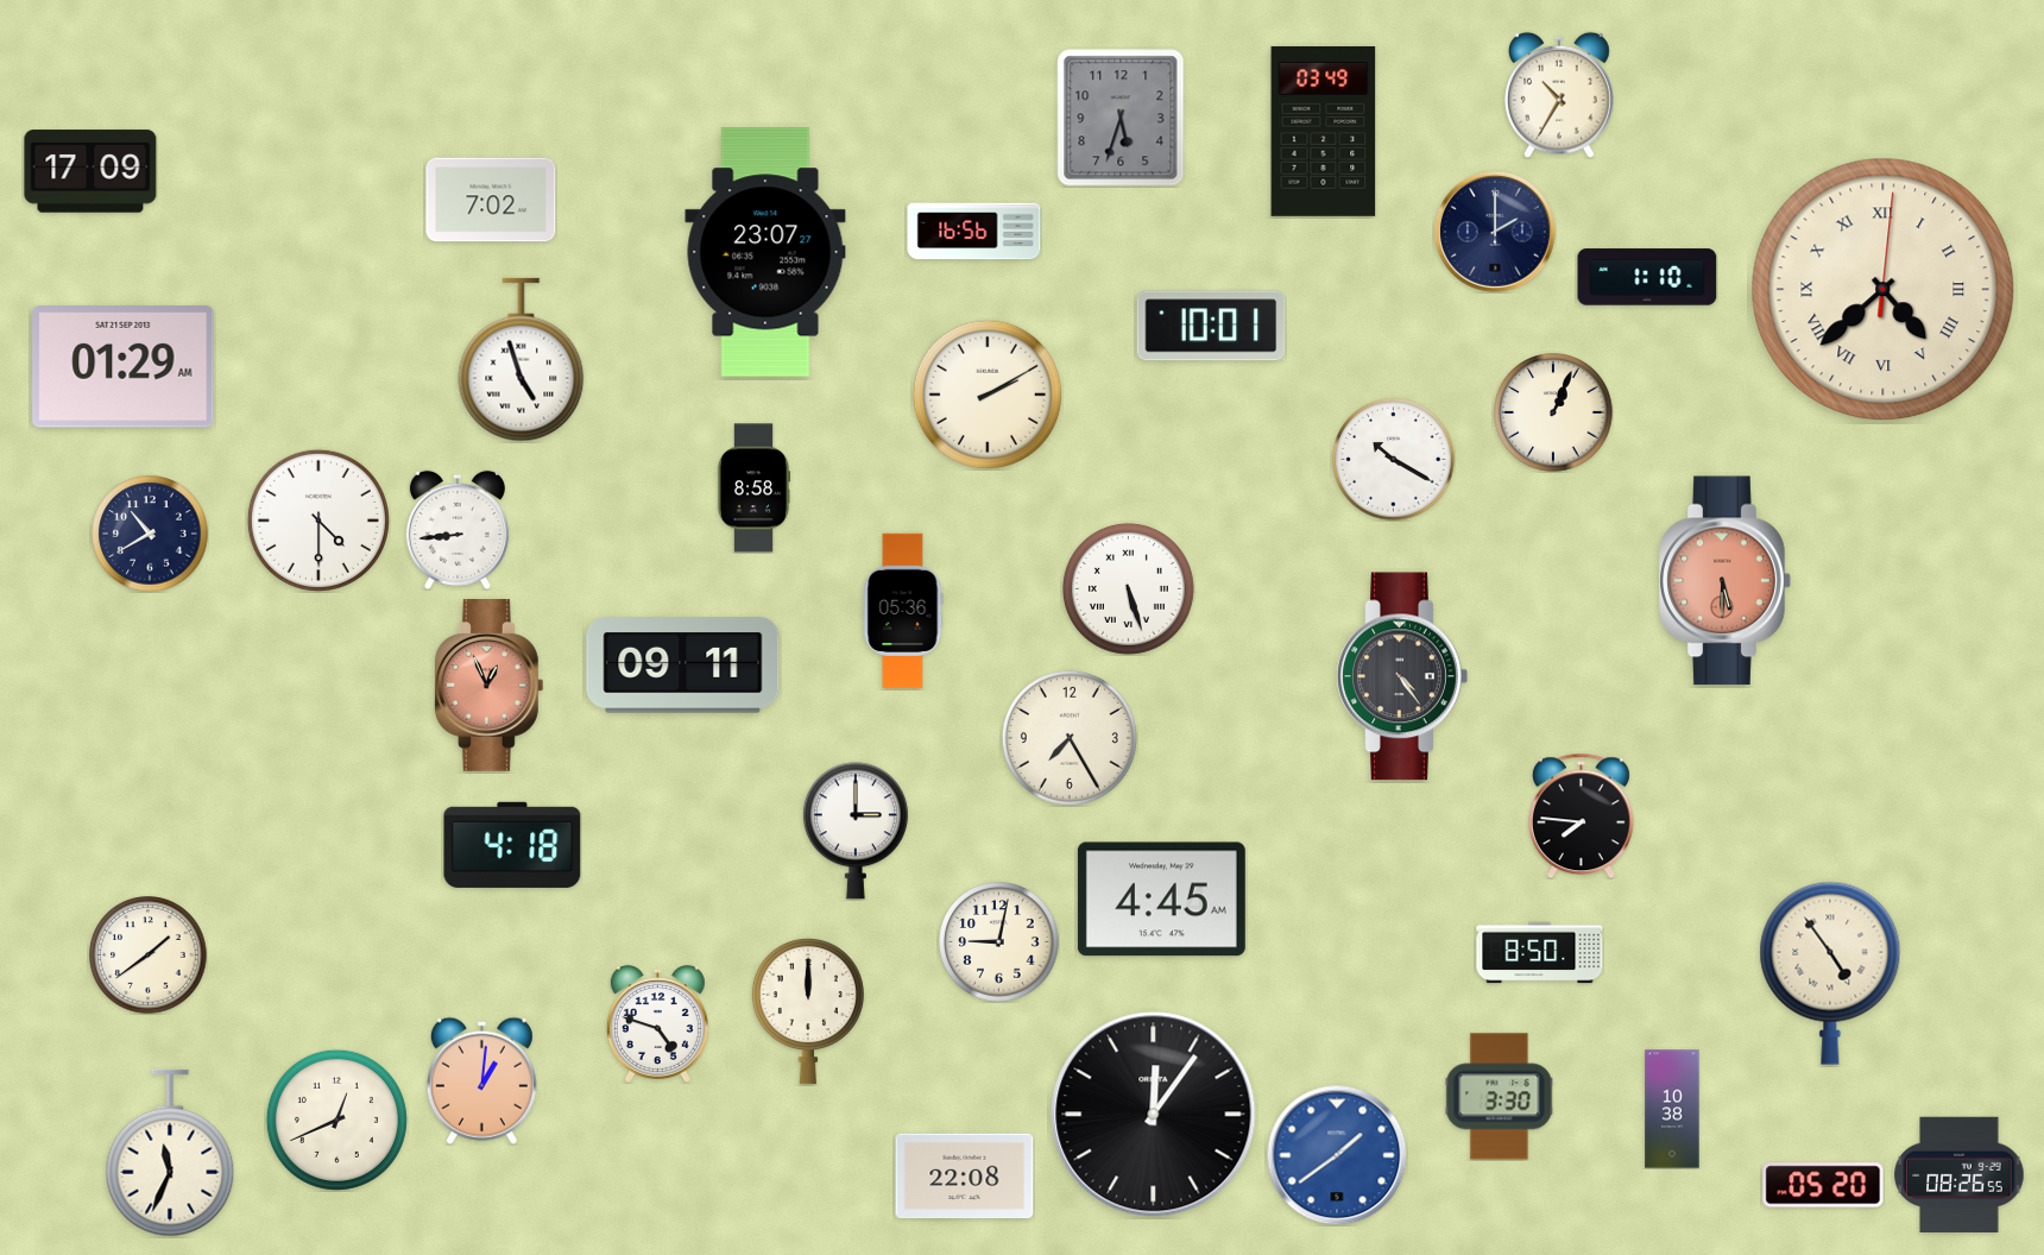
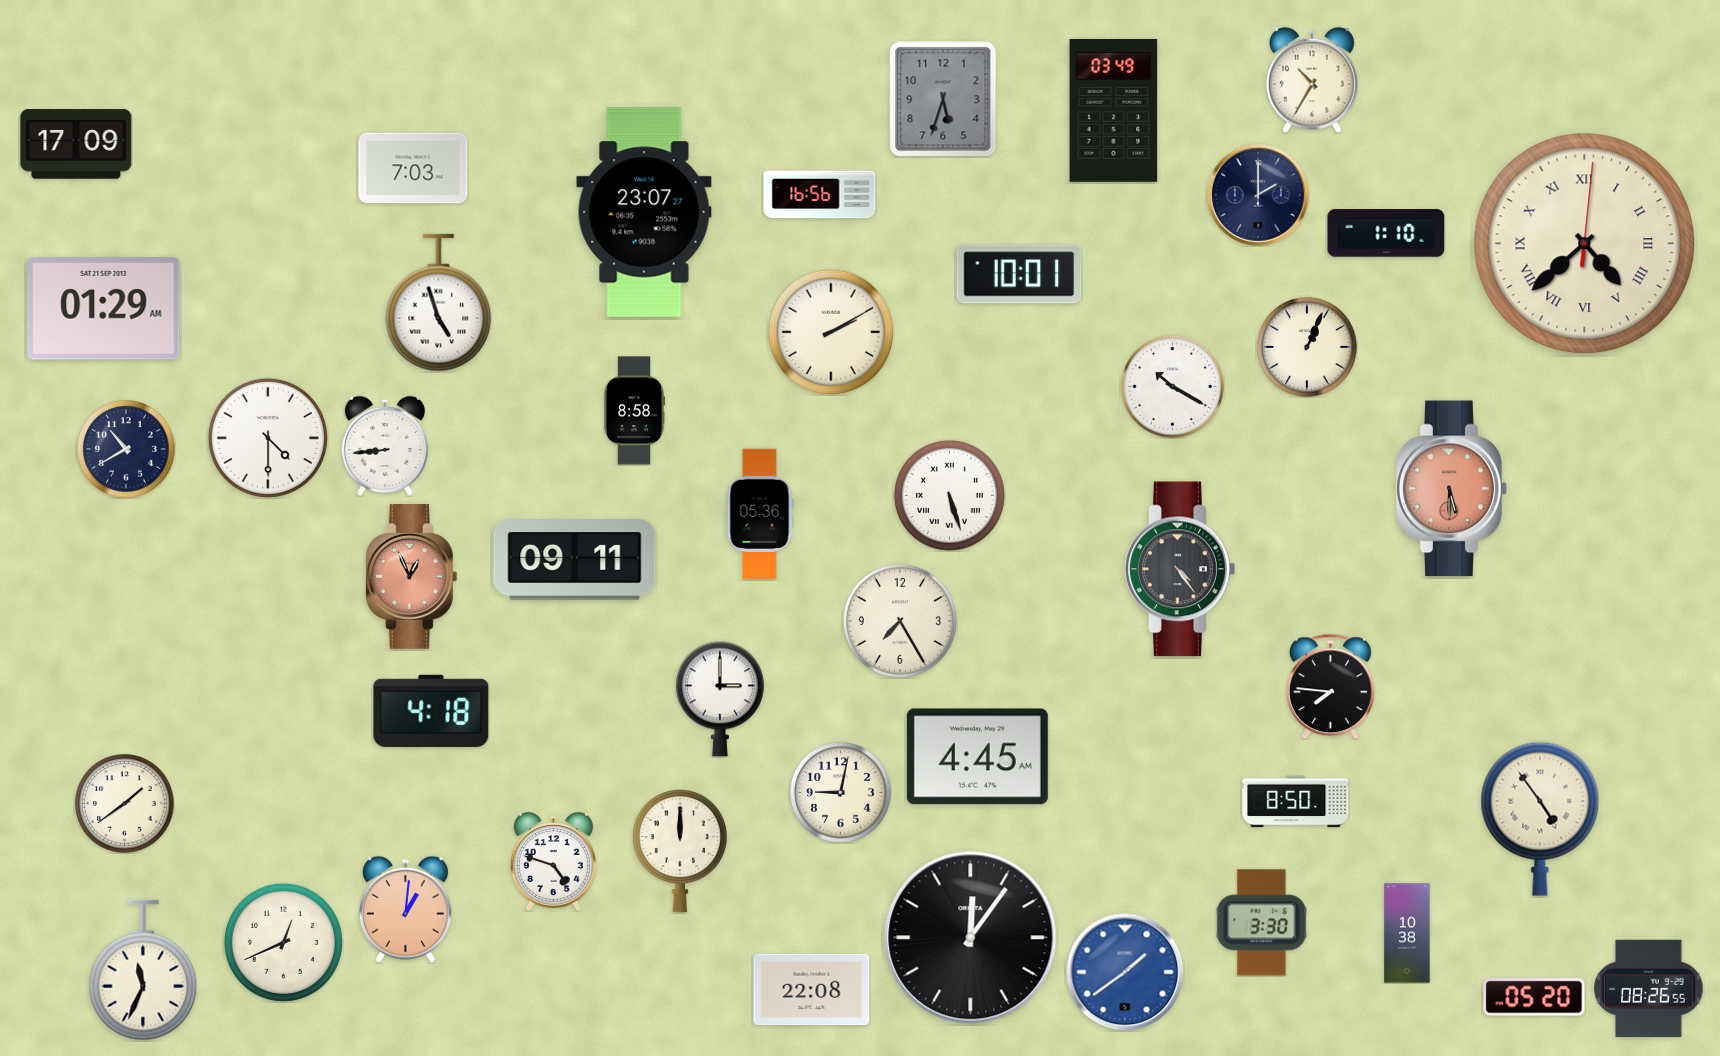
clock at (491, 200): 7:02 -> 7:03
